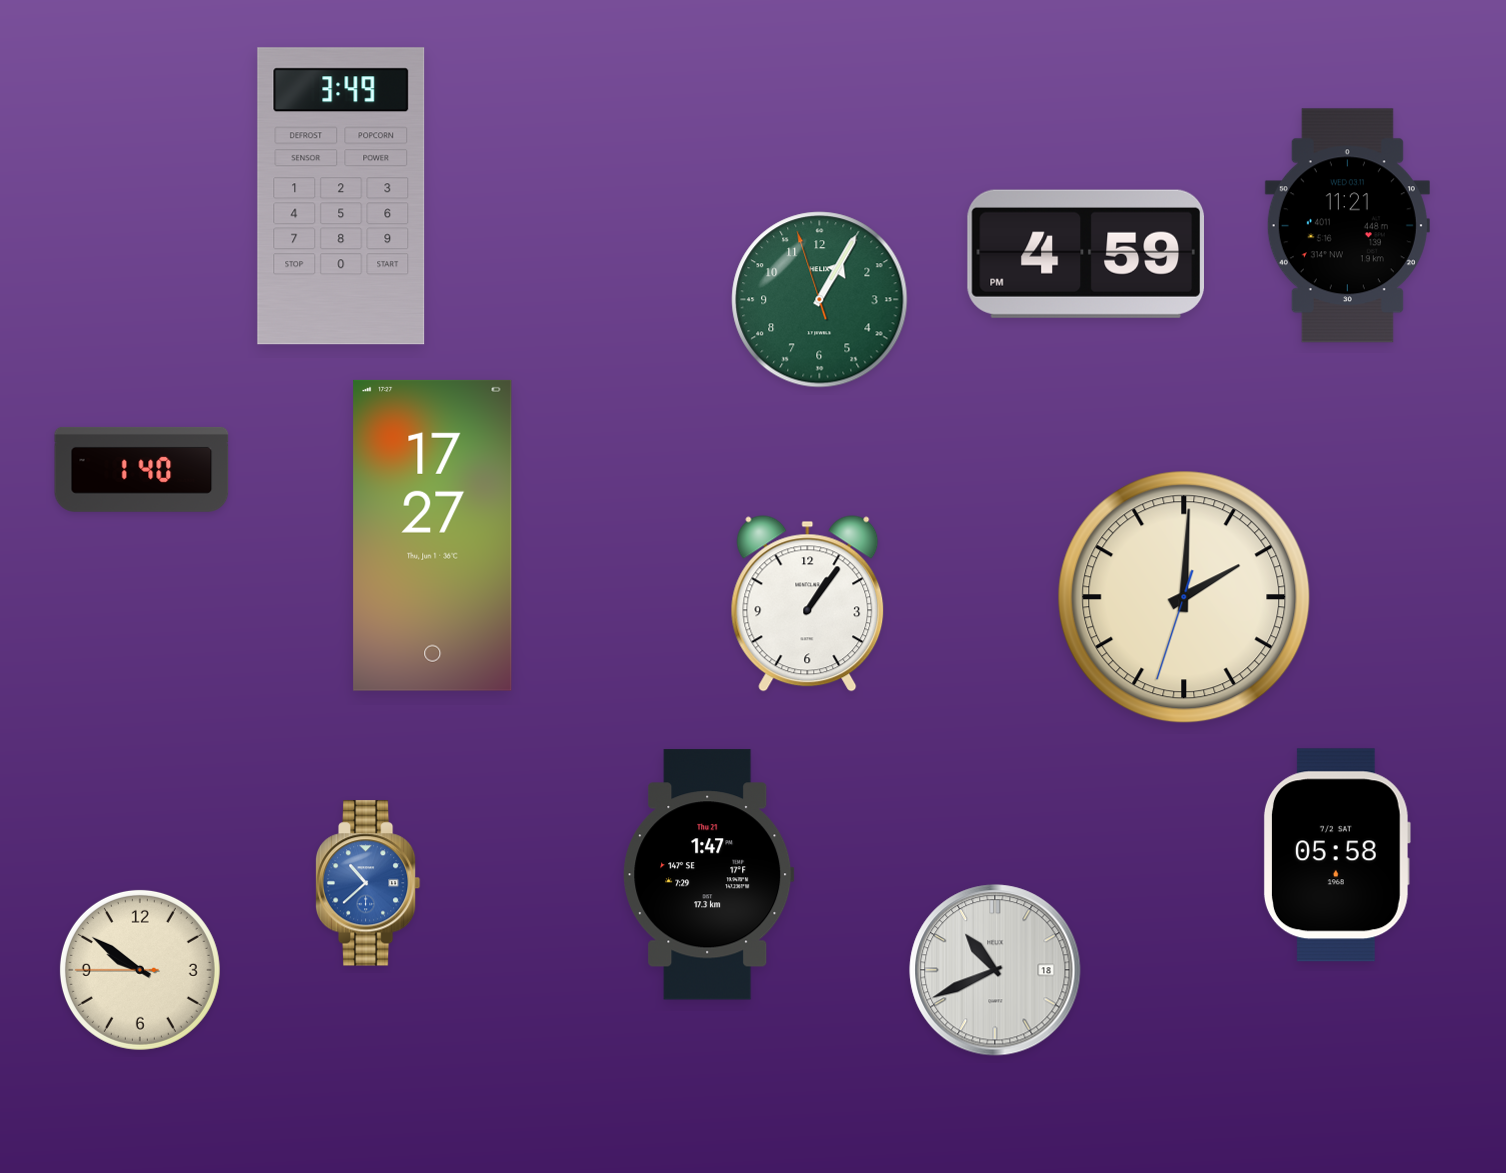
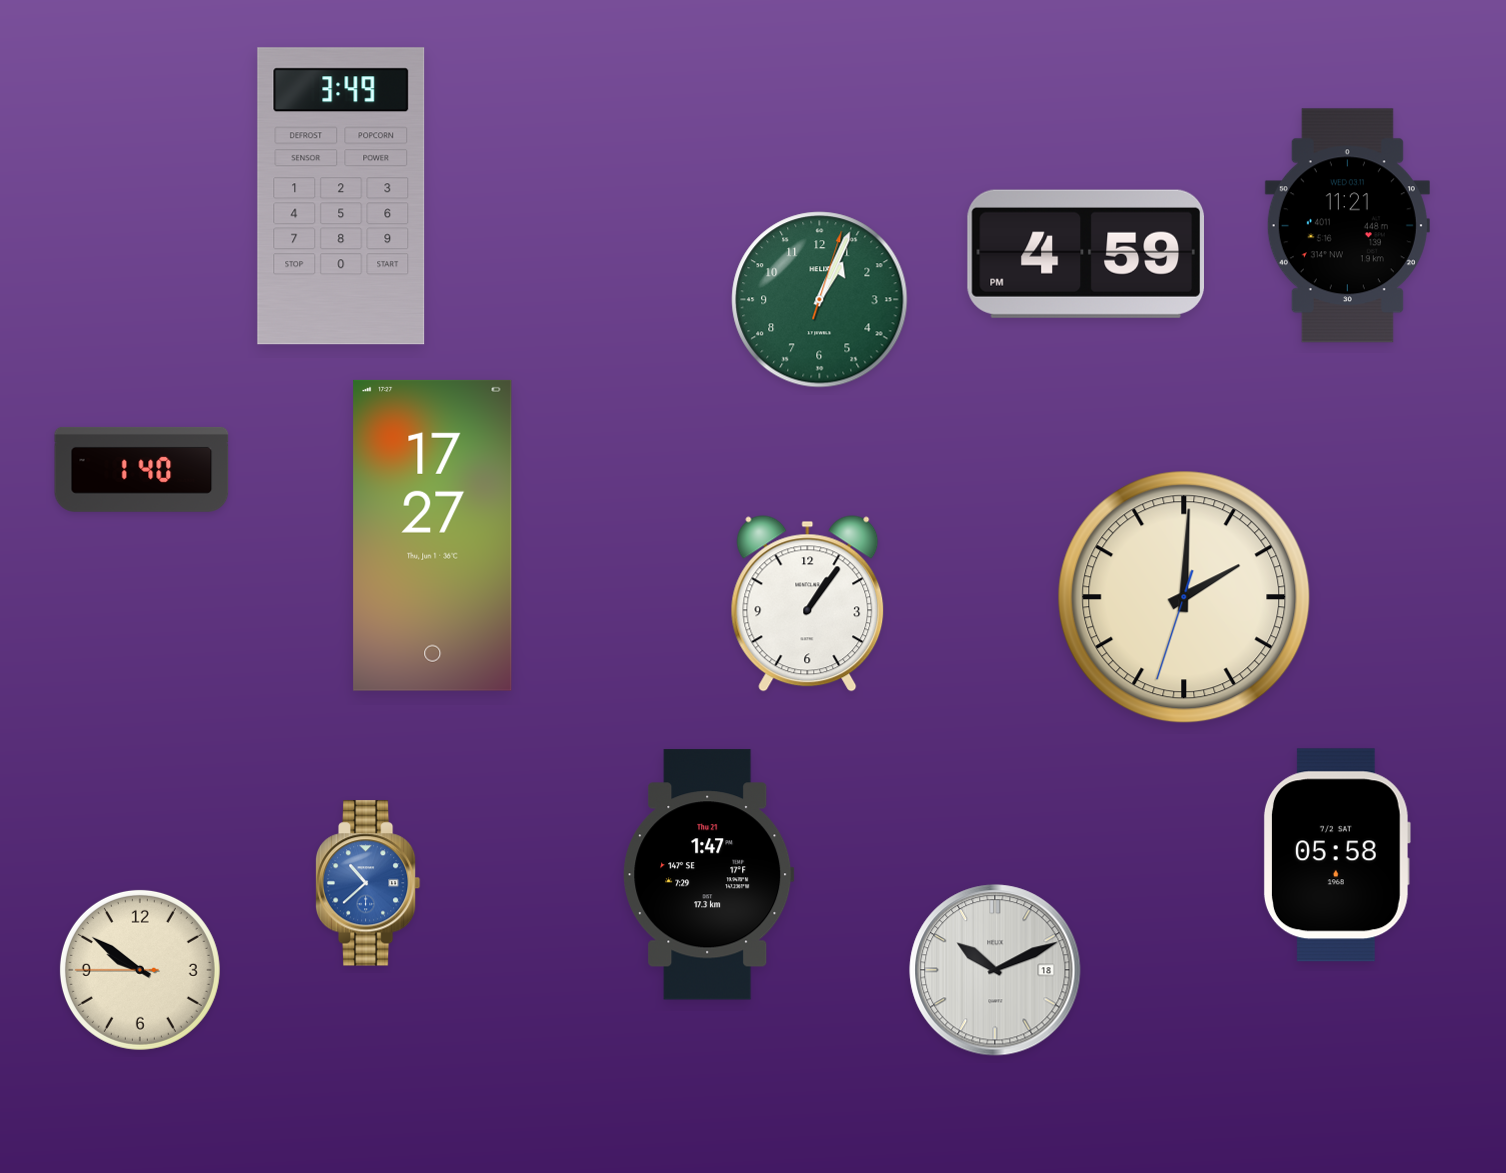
clock at (820, 300): 1:04:57 -> 1:04:03
clock at (995, 970): 10:41 -> 10:11
